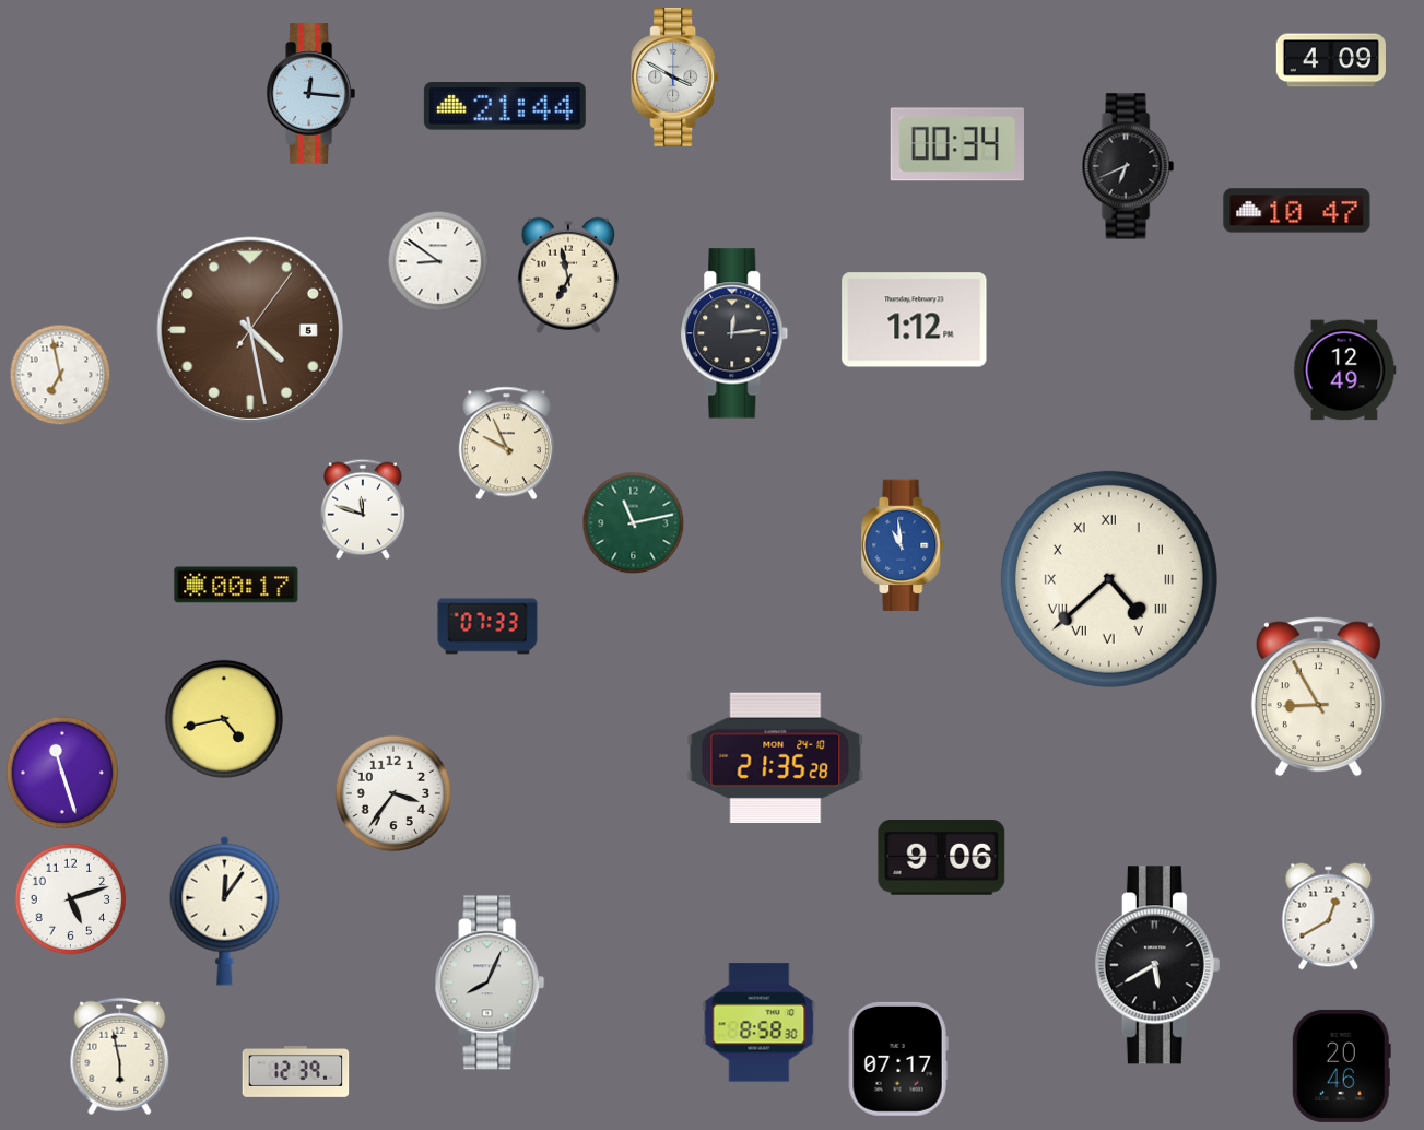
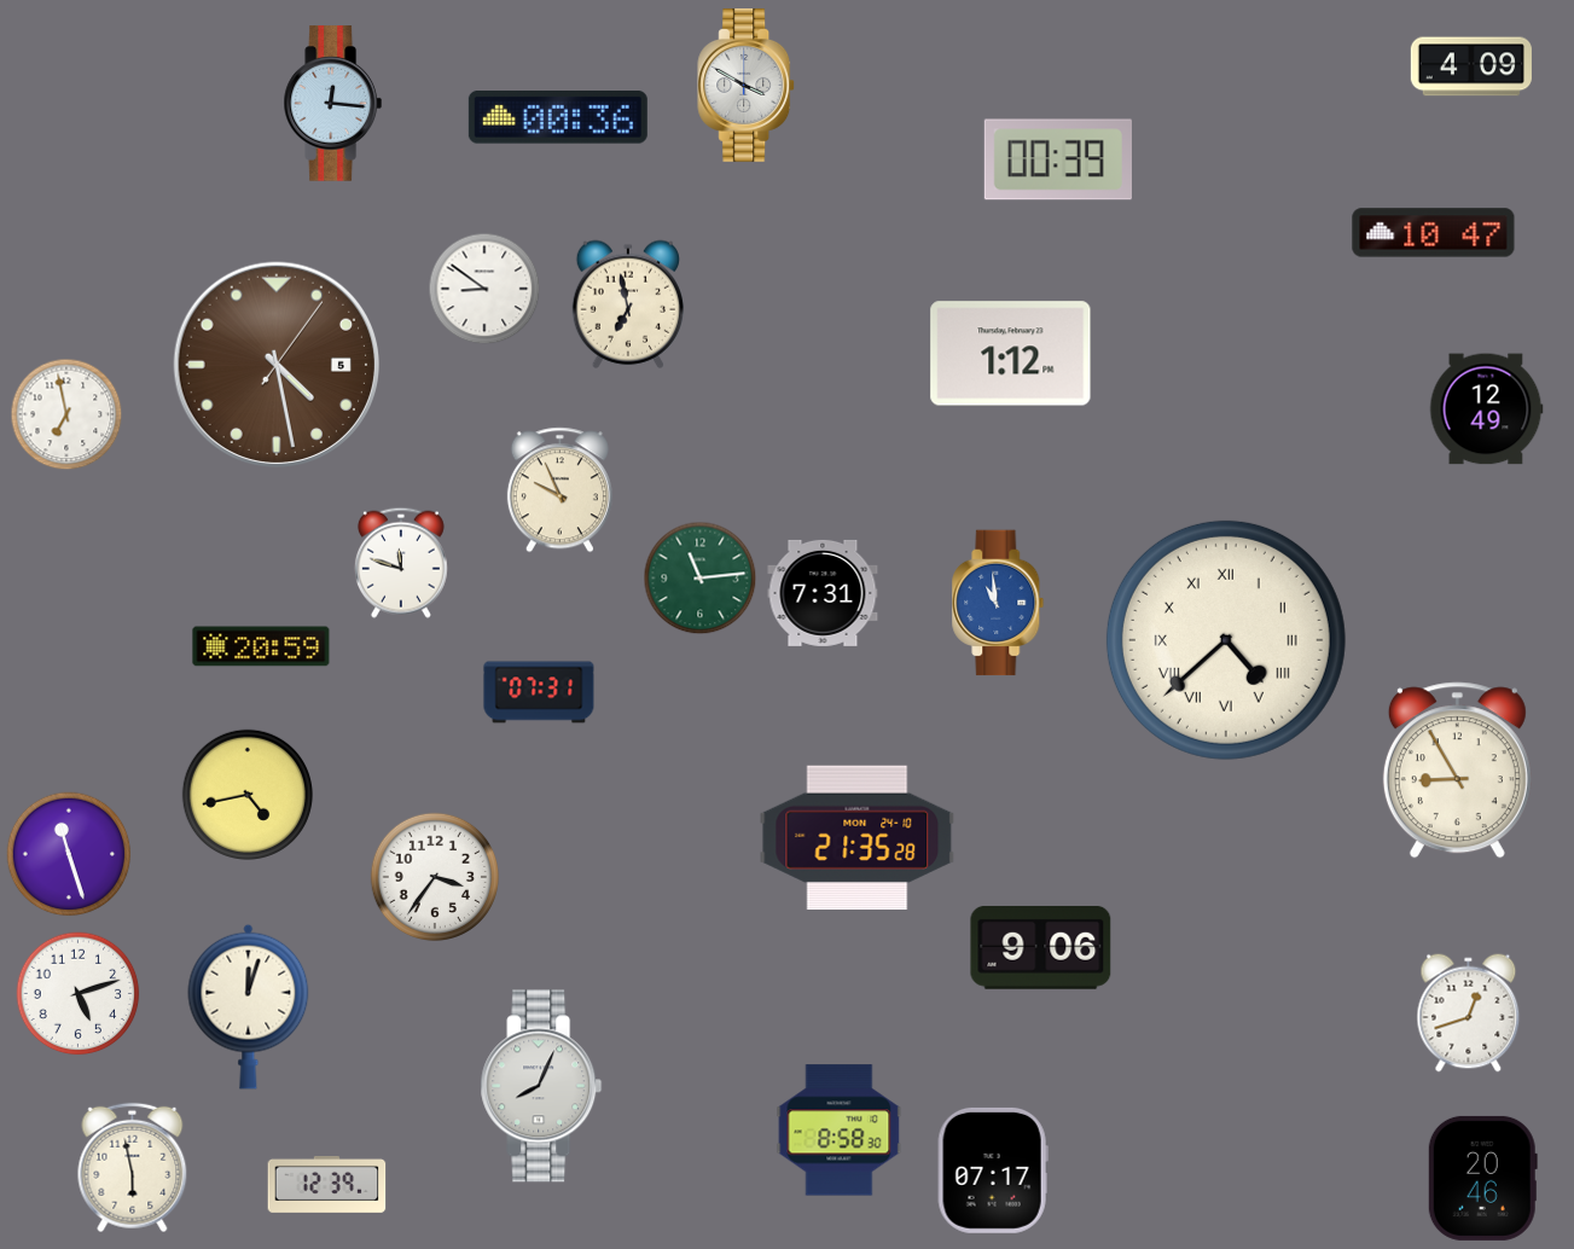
clock at (310, 94) position: (310, 94) -> (332, 104)
clock at (505, 106): 21:44 -> 00:36
clock at (957, 144): 00:34 -> 00:39
clock at (1128, 166): 6:41 -> none
clock at (734, 333): 12:14 -> none
clock at (634, 523): 11:13 -> 11:14
clock at (823, 593): none -> 7:31
clock at (236, 585): 00:17 -> 20:59
clock at (487, 626): 07:33 -> 07:31
clock at (225, 910): 12:06 -> 12:03
clock at (1329, 917): 12:40 -> 12:42
clock at (1157, 965): 5:40 -> none
